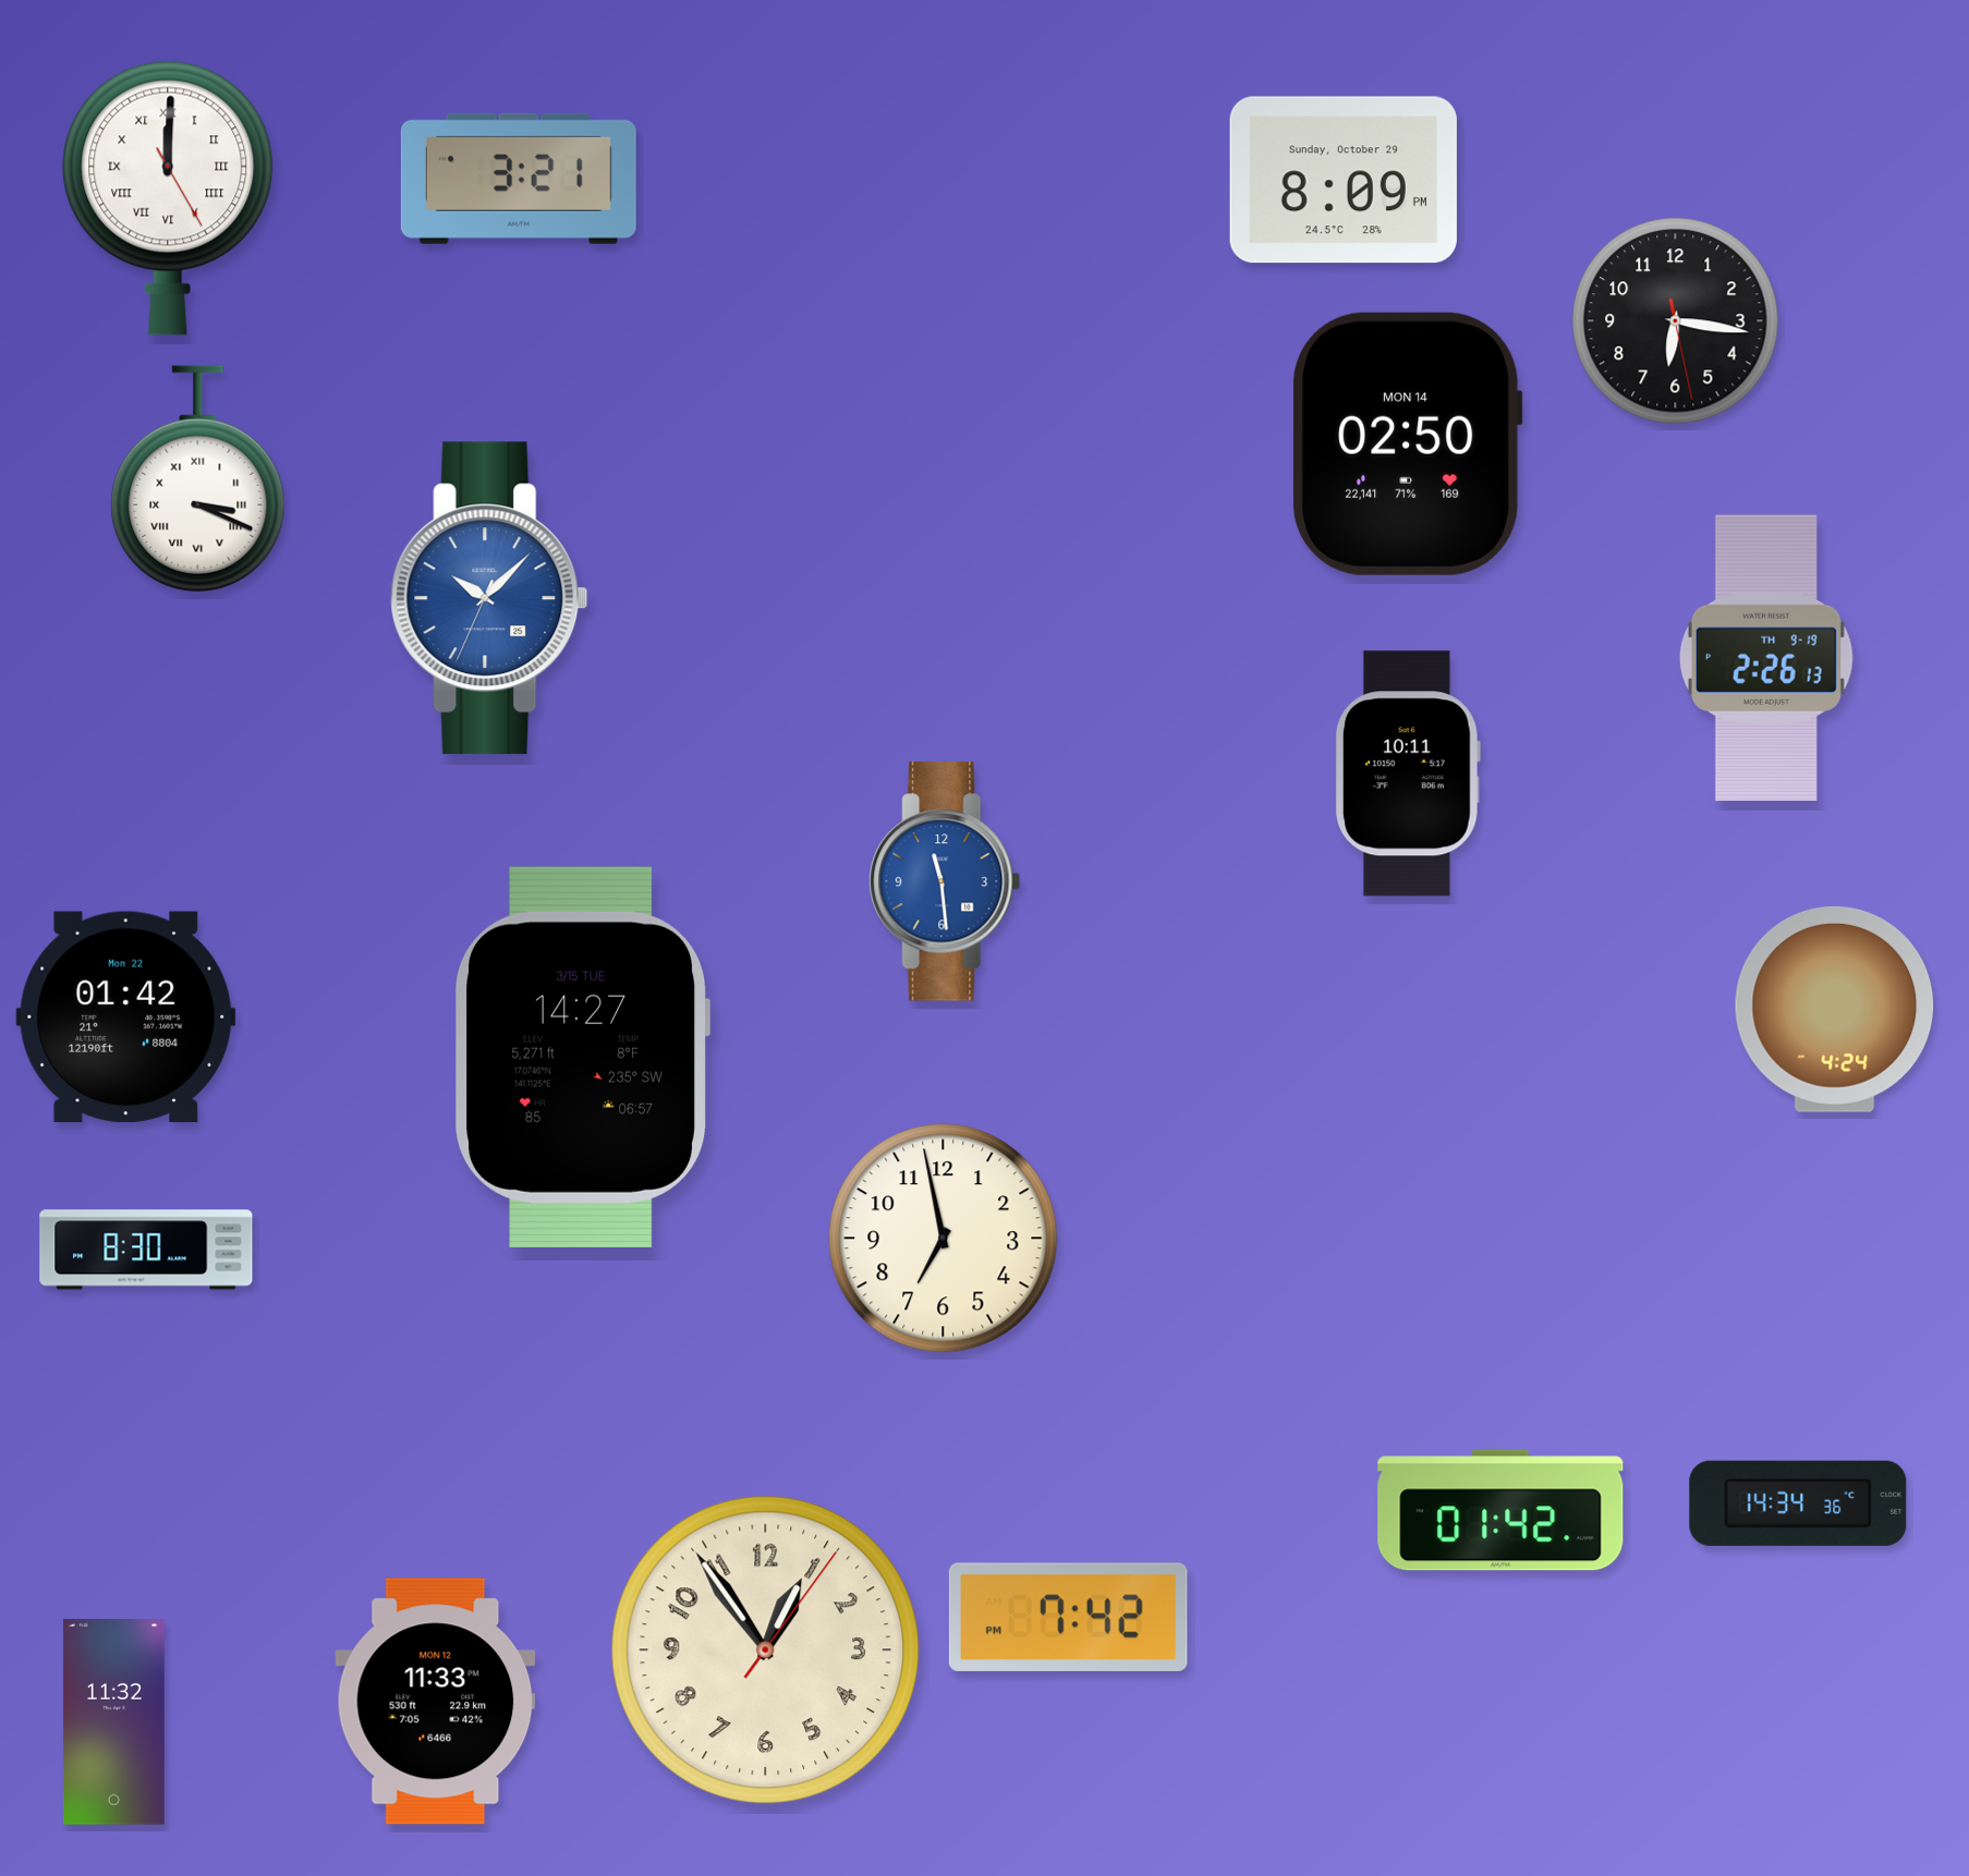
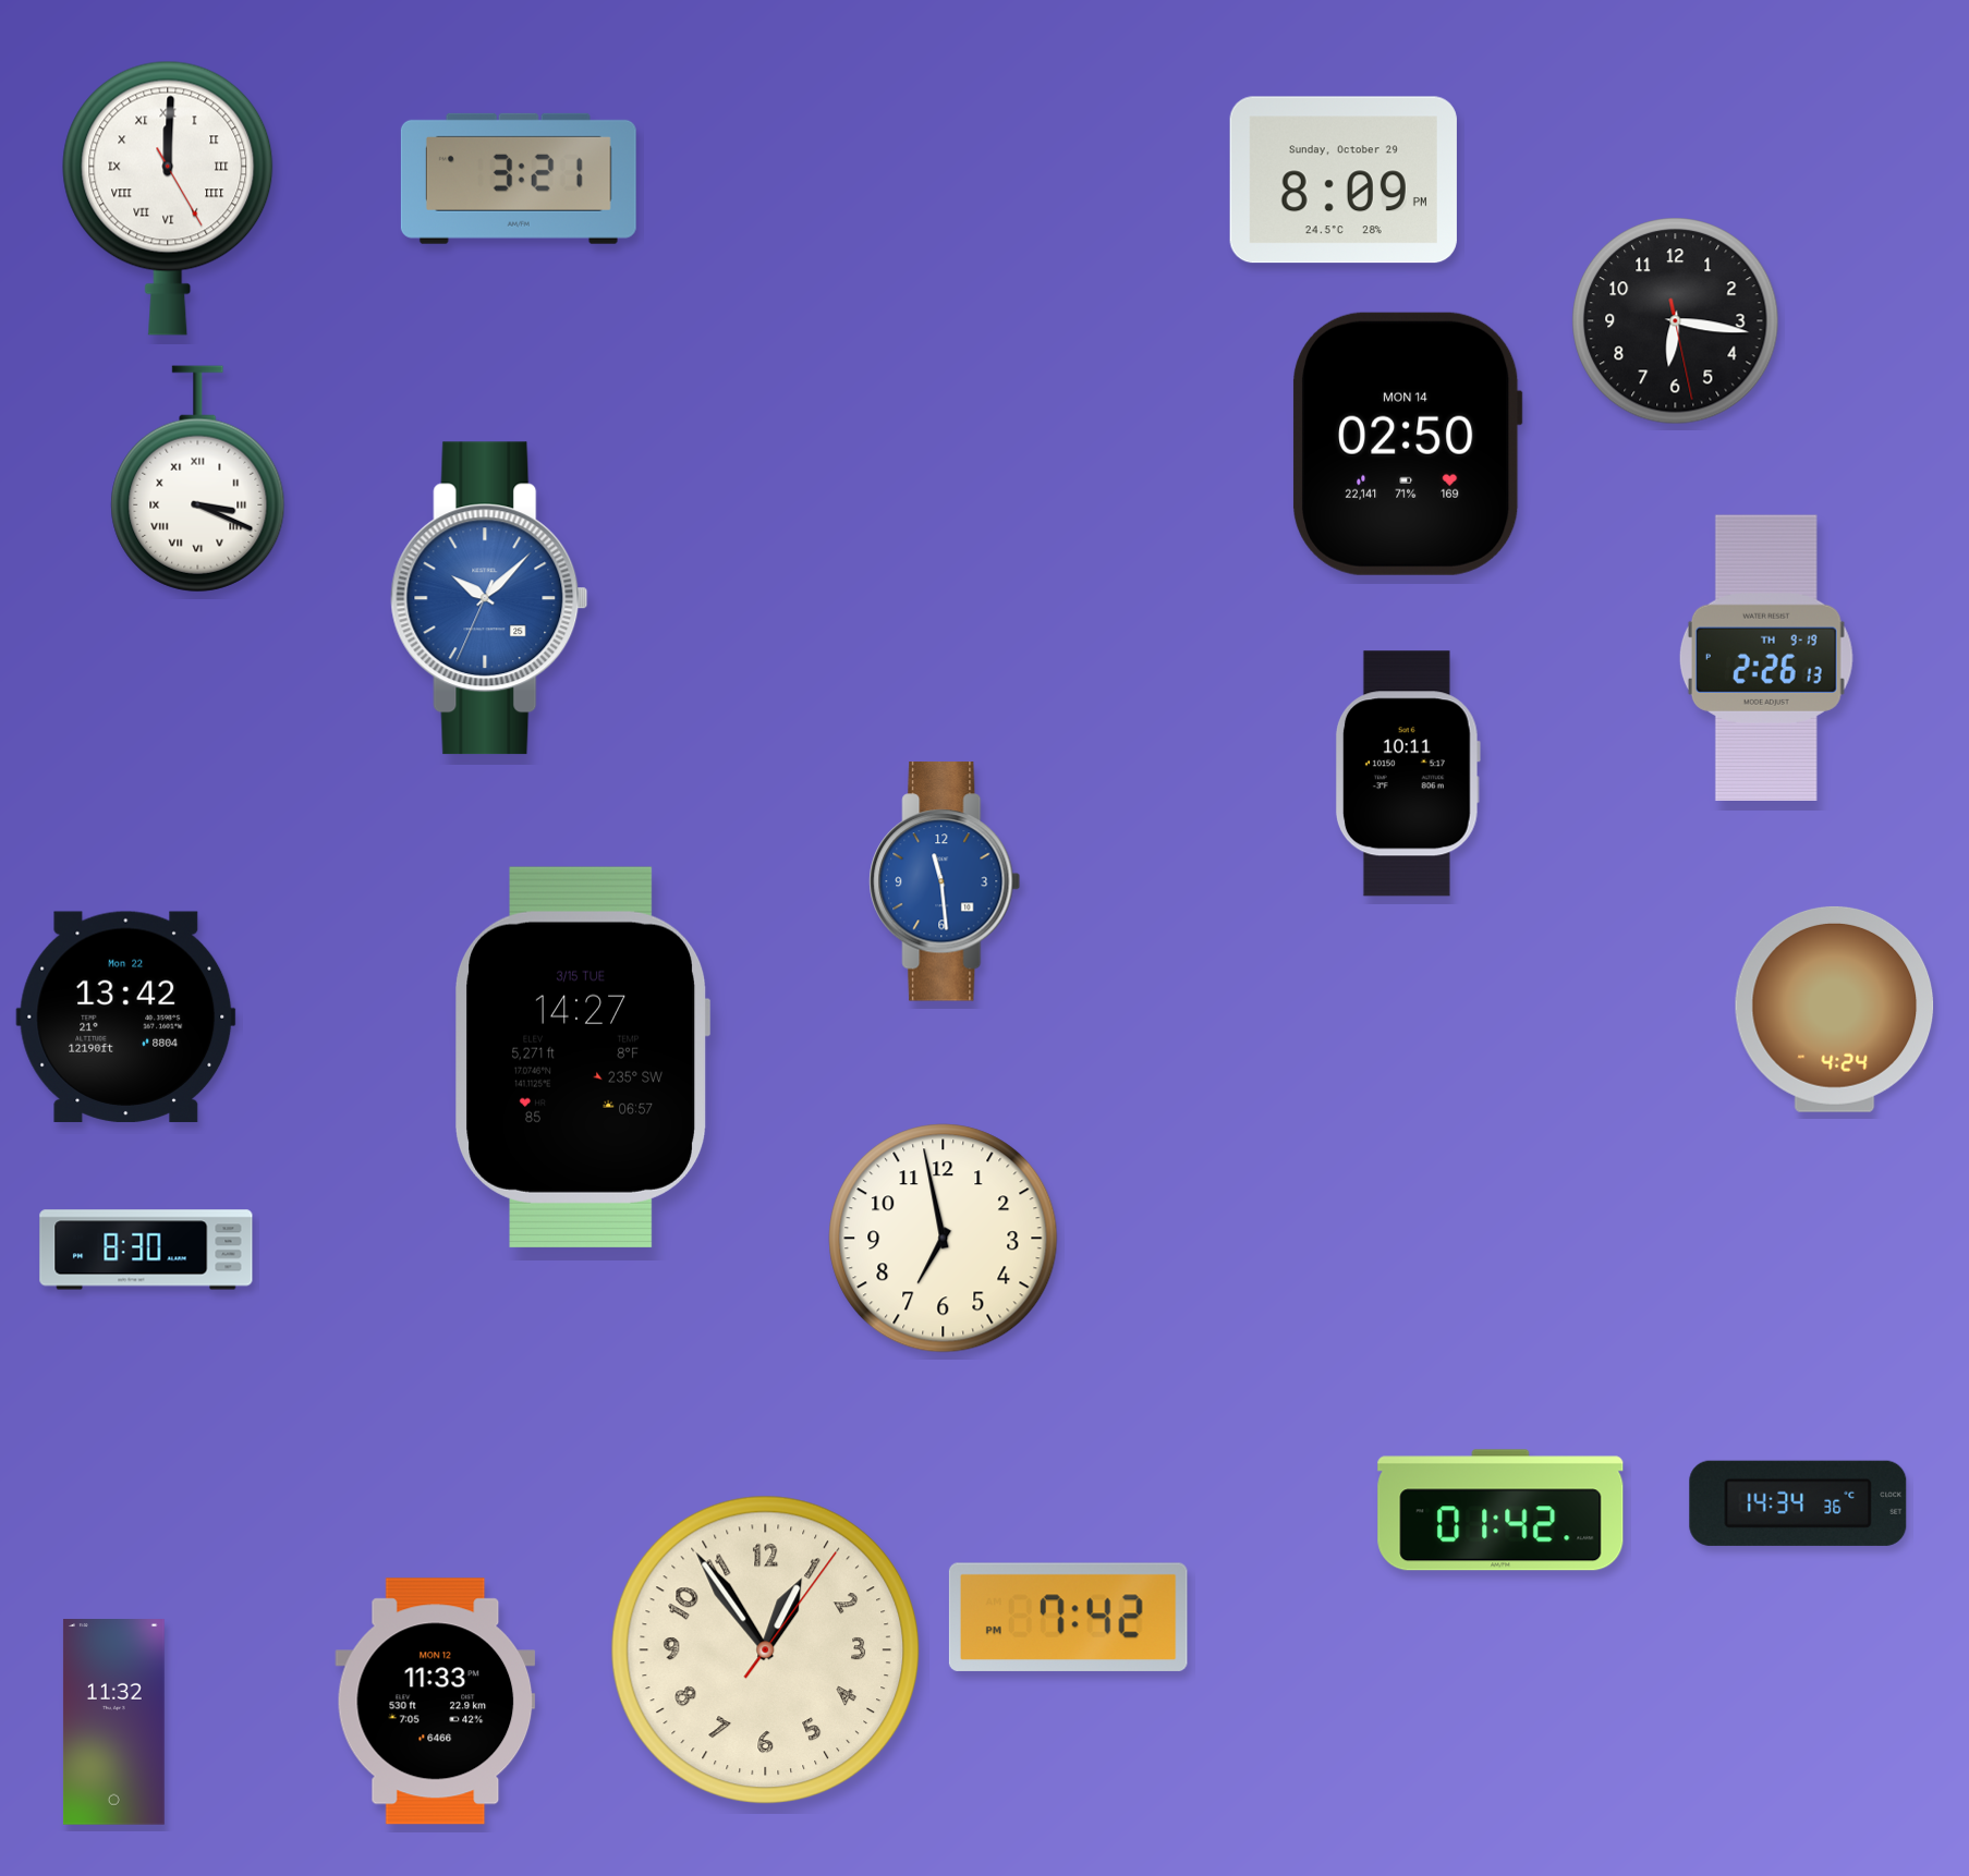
clock at (126, 1016): 01:42 -> 13:42
